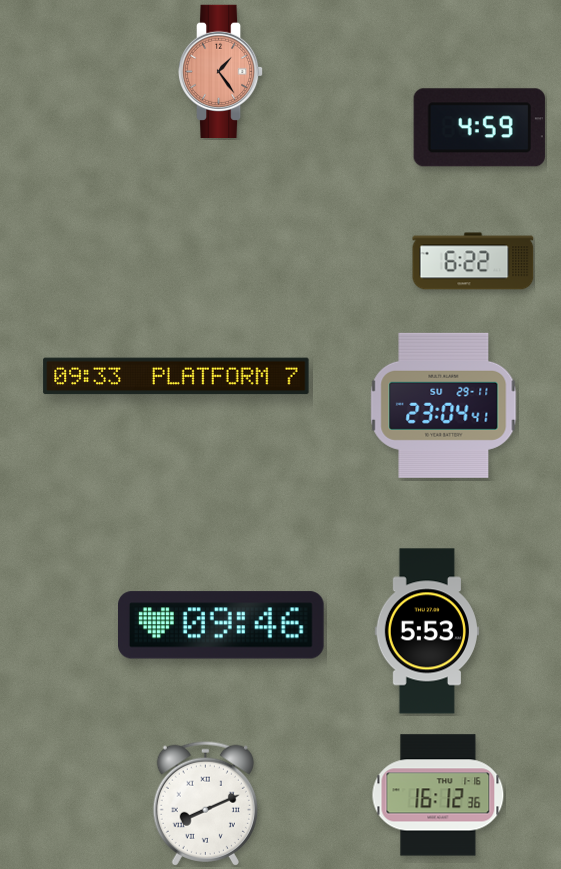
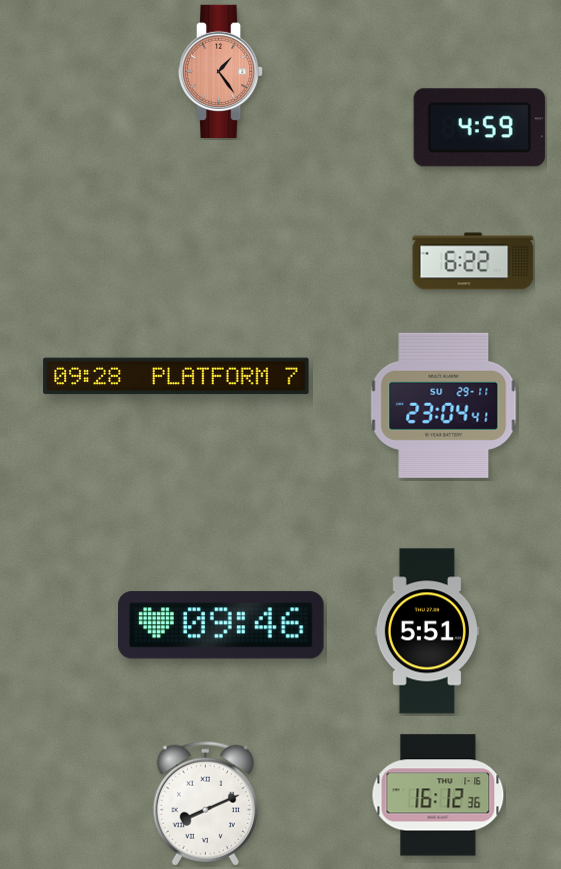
clock at (176, 376): 09:33 -> 09:28
clock at (427, 631): 5:53 -> 5:51
